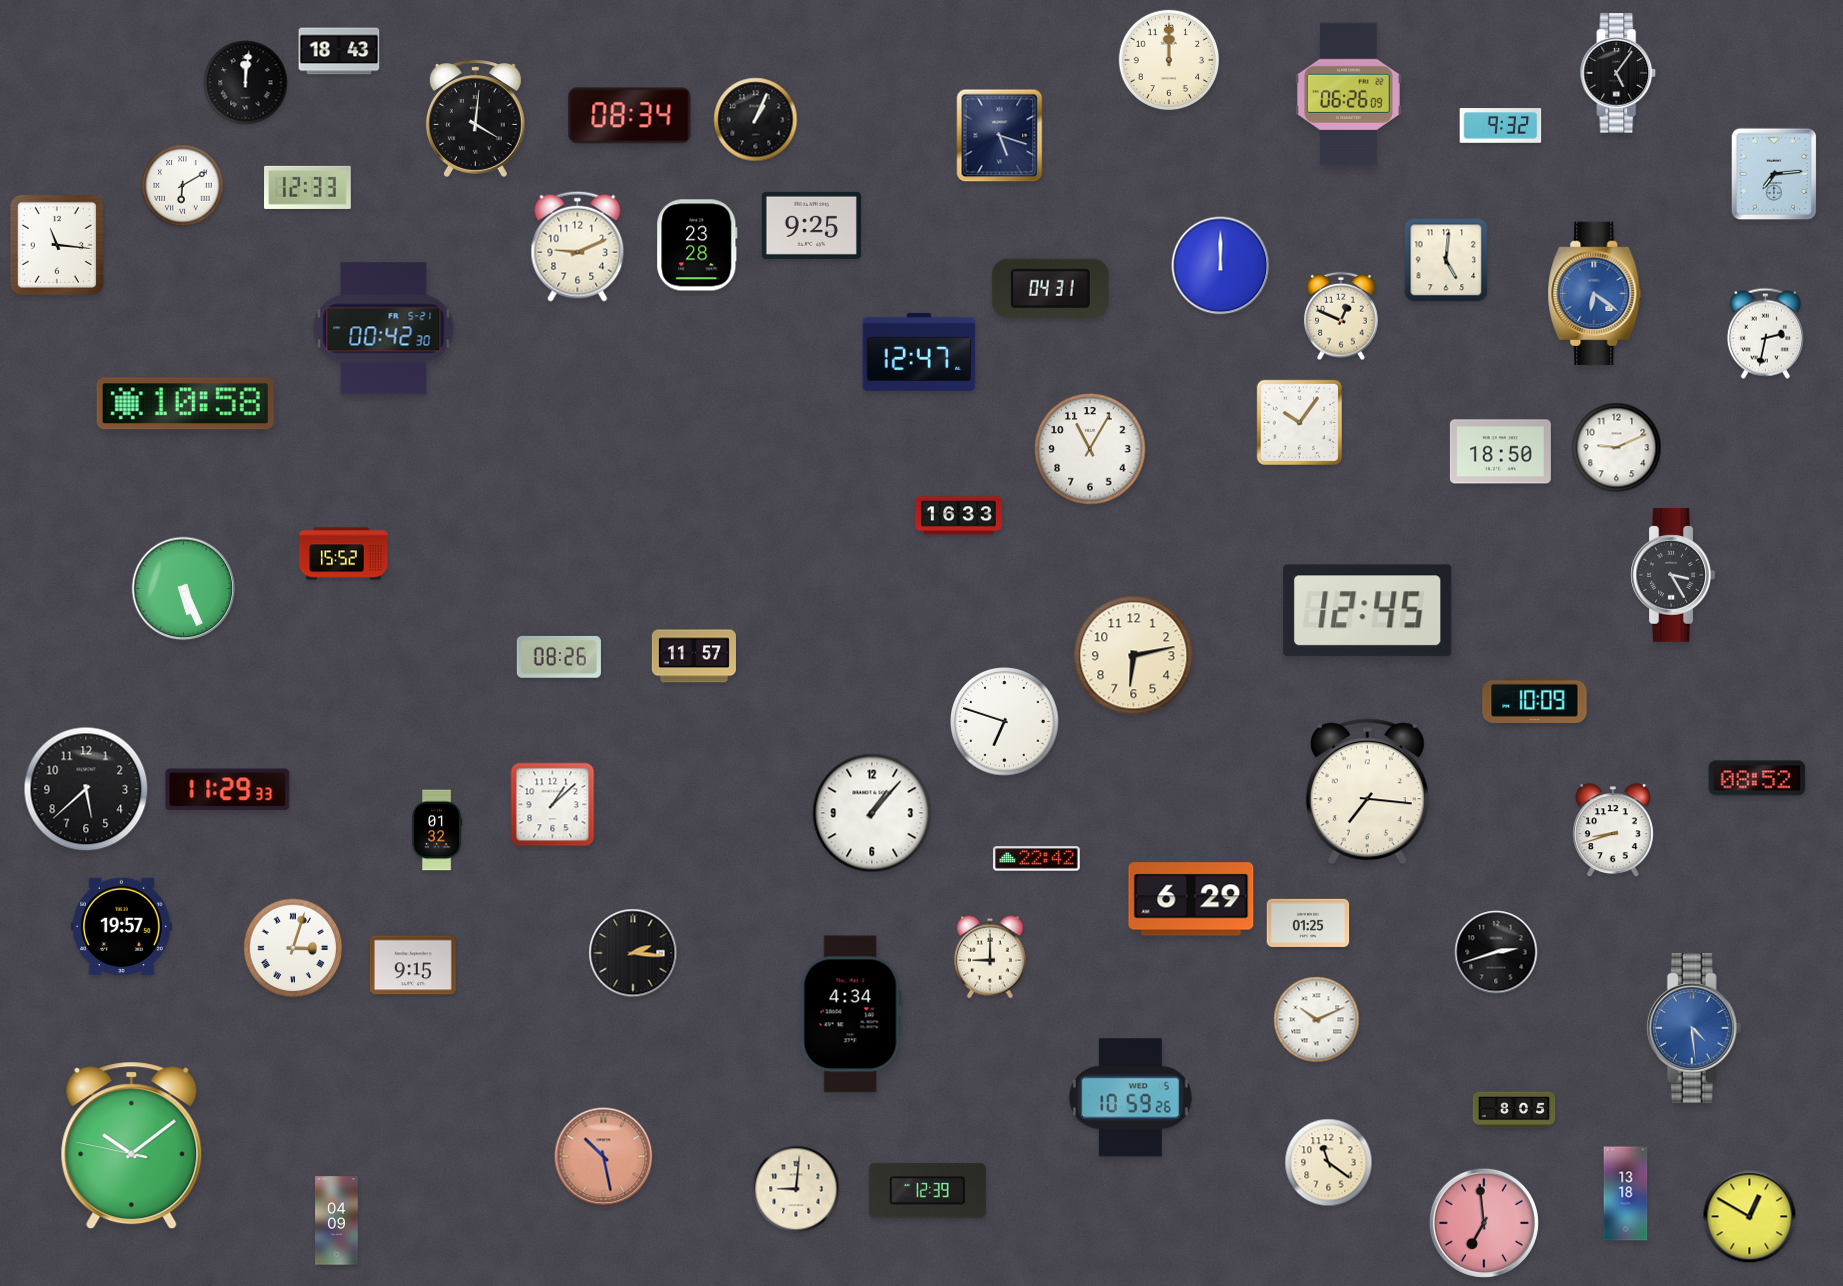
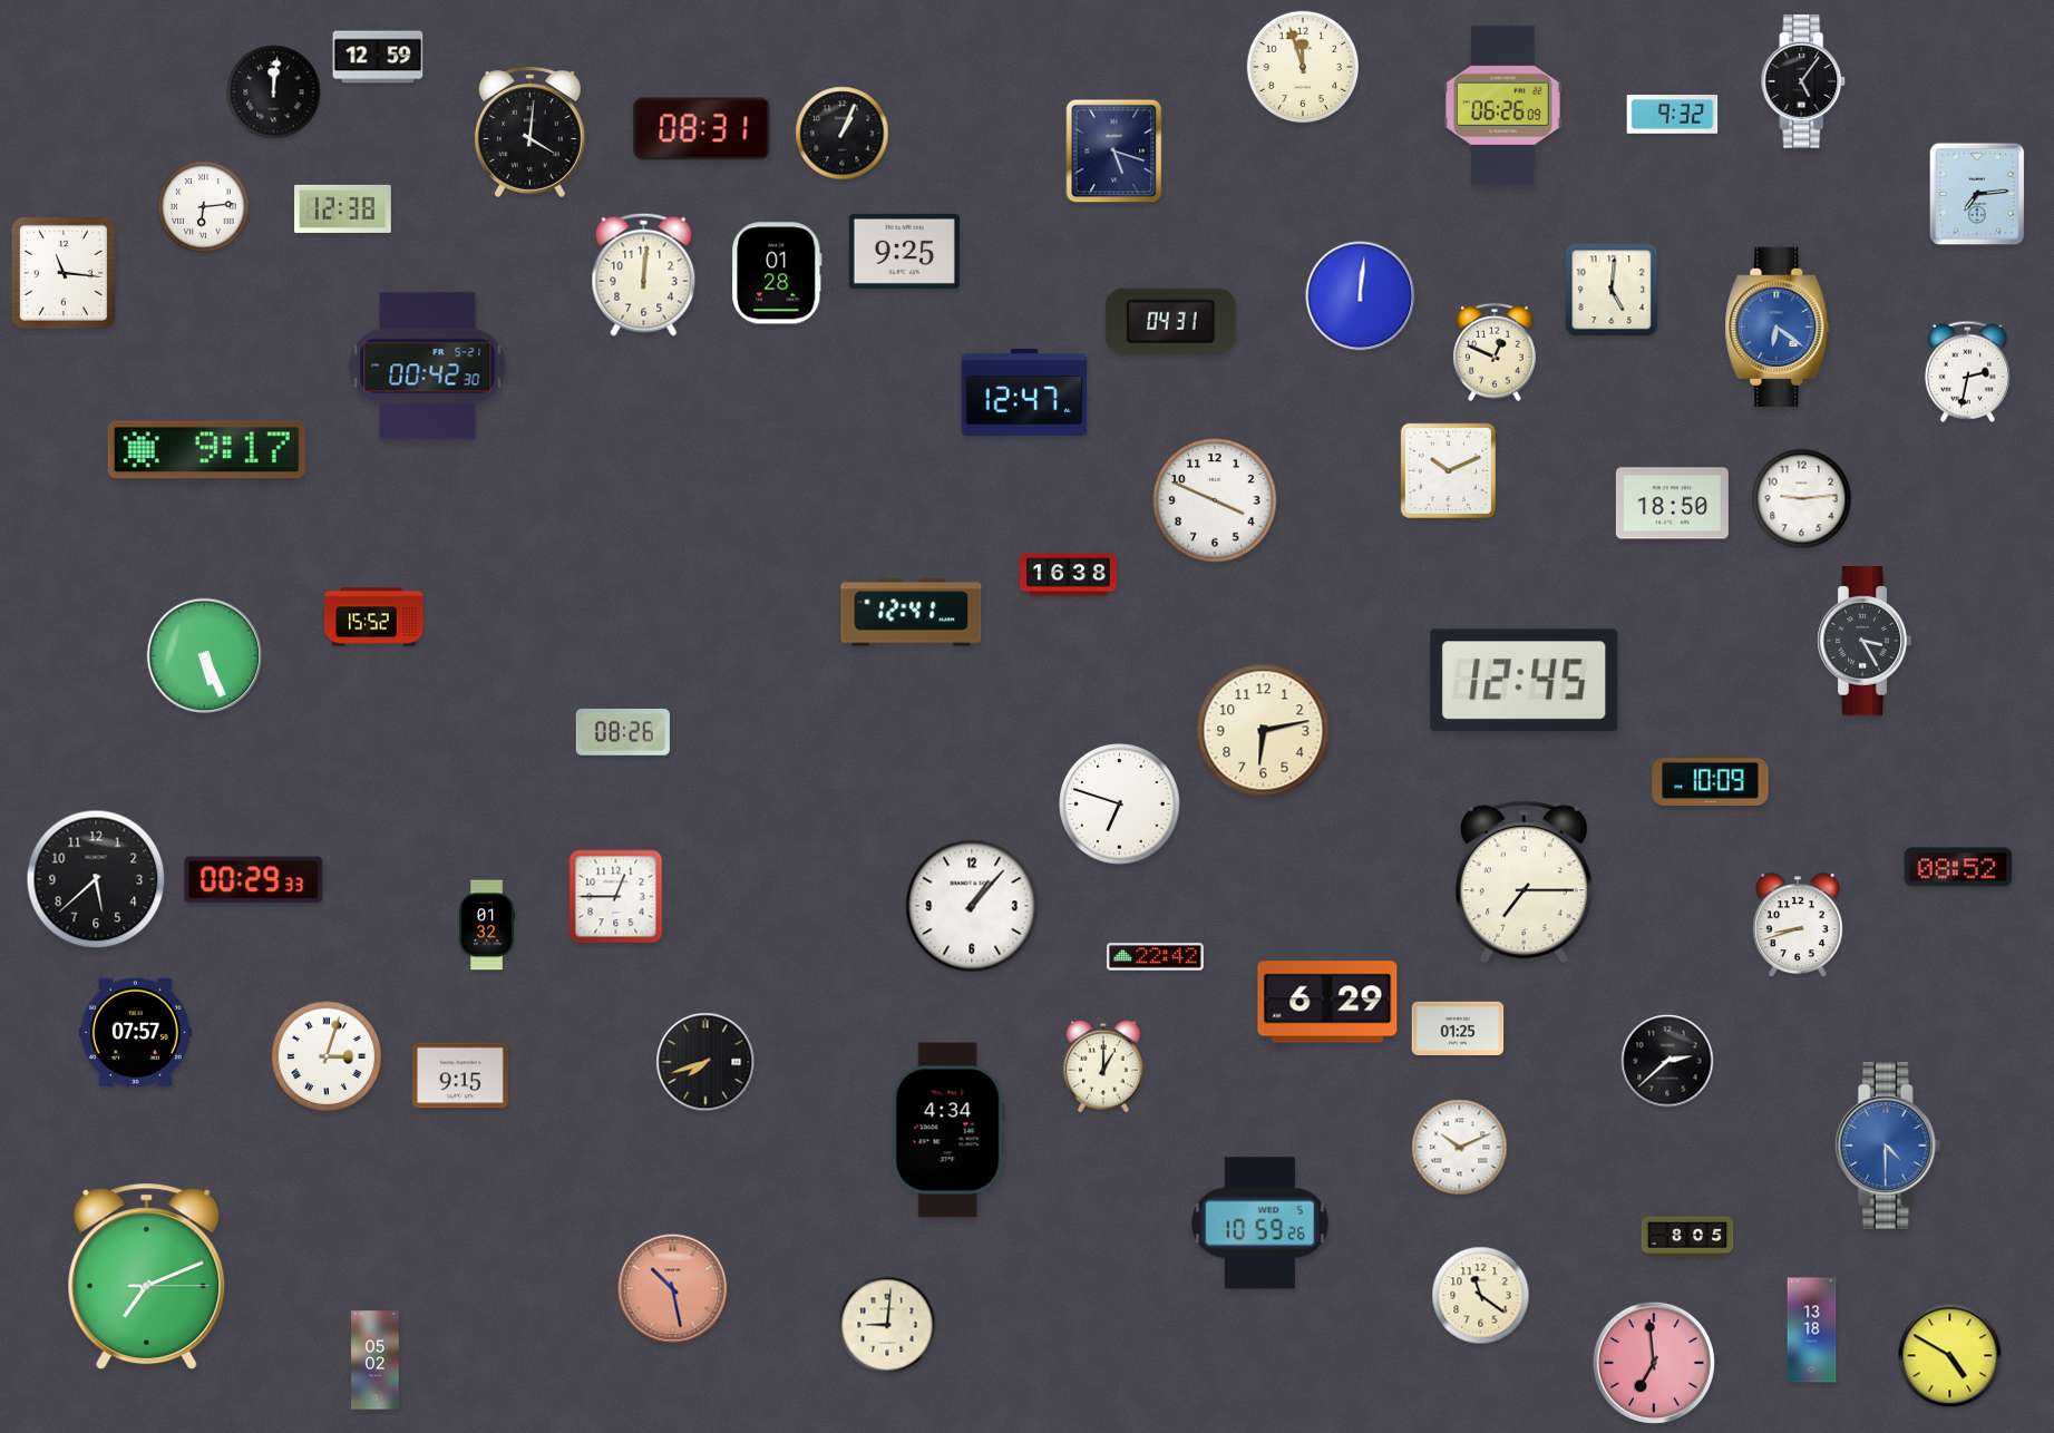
clock at (339, 51): 18:43 -> 12:59
clock at (1169, 60): 12:00 -> 11:57
clock at (630, 116): 08:34 -> 08:31
clock at (1501, 126) position: (1501, 126) -> (1673, 115)
clock at (183, 186): 6:10 -> 6:14
clock at (308, 187): 12:33 -> 12:38
clock at (697, 245): 23:28 -> 01:28
clock at (578, 246): 9:11 -> 12:01
clock at (1221, 266): 12:00 -> 12:01
clock at (185, 404): 10:58 -> 9:17
clock at (1299, 422): 10:06 -> 10:11
clock at (1617, 448): 9:11 -> 9:14
clock at (1090, 449): 11:05 -> 3:49
clock at (959, 516): 16:33 -> 16:38
clock at (912, 613): none -> 12:41
clock at (344, 554) position: (344, 554) -> (374, 617)
clock at (694, 656): 11:57 -> none
clock at (228, 790): 11:29 -> 00:29
clock at (1367, 792): 7:16 -> 7:15
clock at (553, 805): 1:08 -> 12:45
clock at (121, 927): 19:57 -> 07:57
clock at (1496, 952): 2:42 -> 2:38
clock at (633, 953): 2:16 -> 7:42
clock at (990, 957): 9:00 -> 1:00
clock at (1317, 1020) position: (1317, 1020) -> (1460, 1148)
clock at (1694, 1028): 4:29 -> 4:30
clock at (132, 1146): 10:08 -> 7:11
clock at (927, 1191): 12:39 -> none
clock at (1750, 1217): 12:50 -> 4:50
clock at (337, 1221): 04:09 -> 05:02
